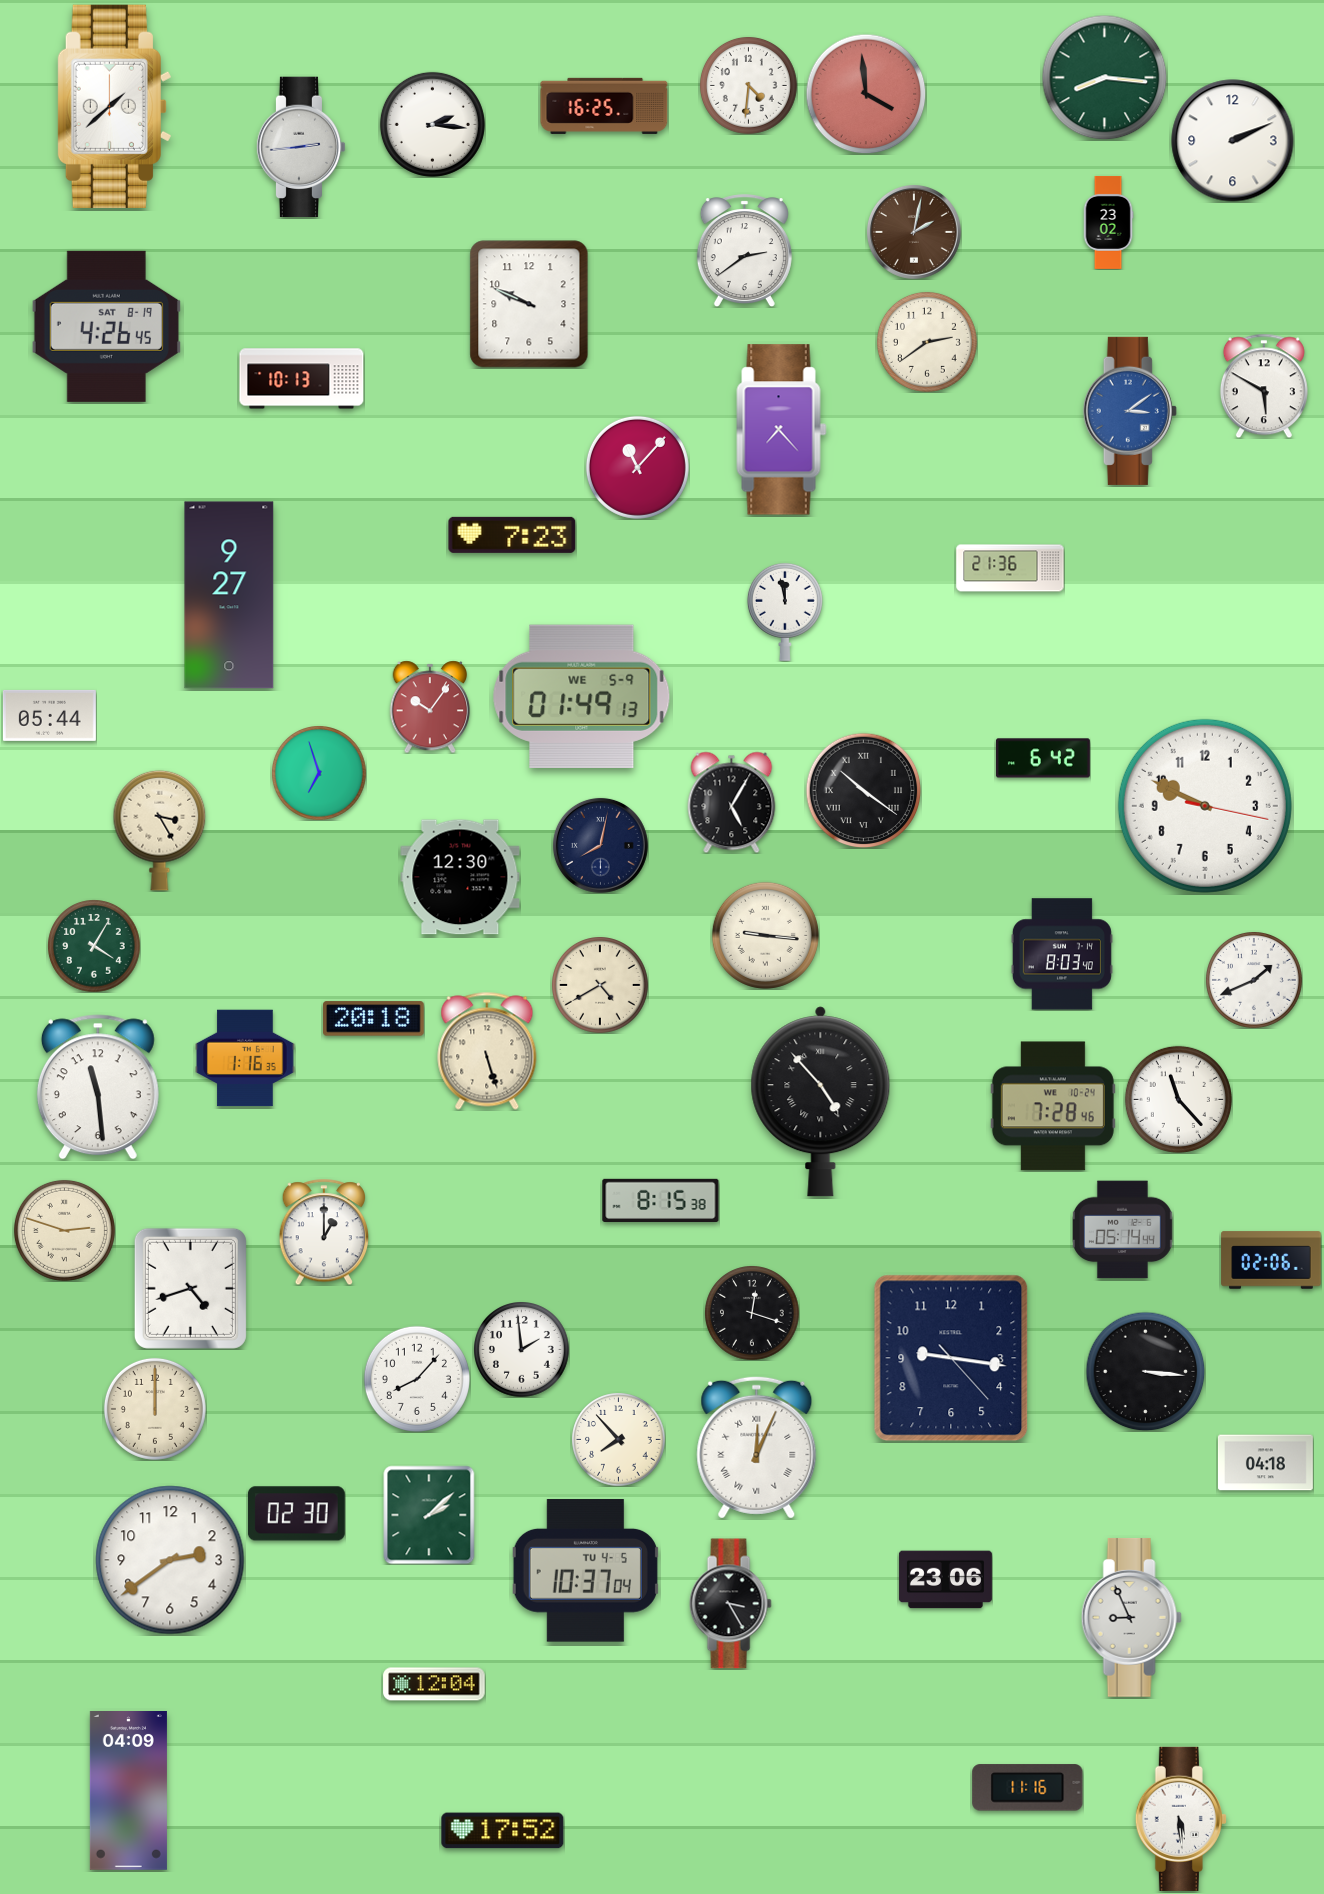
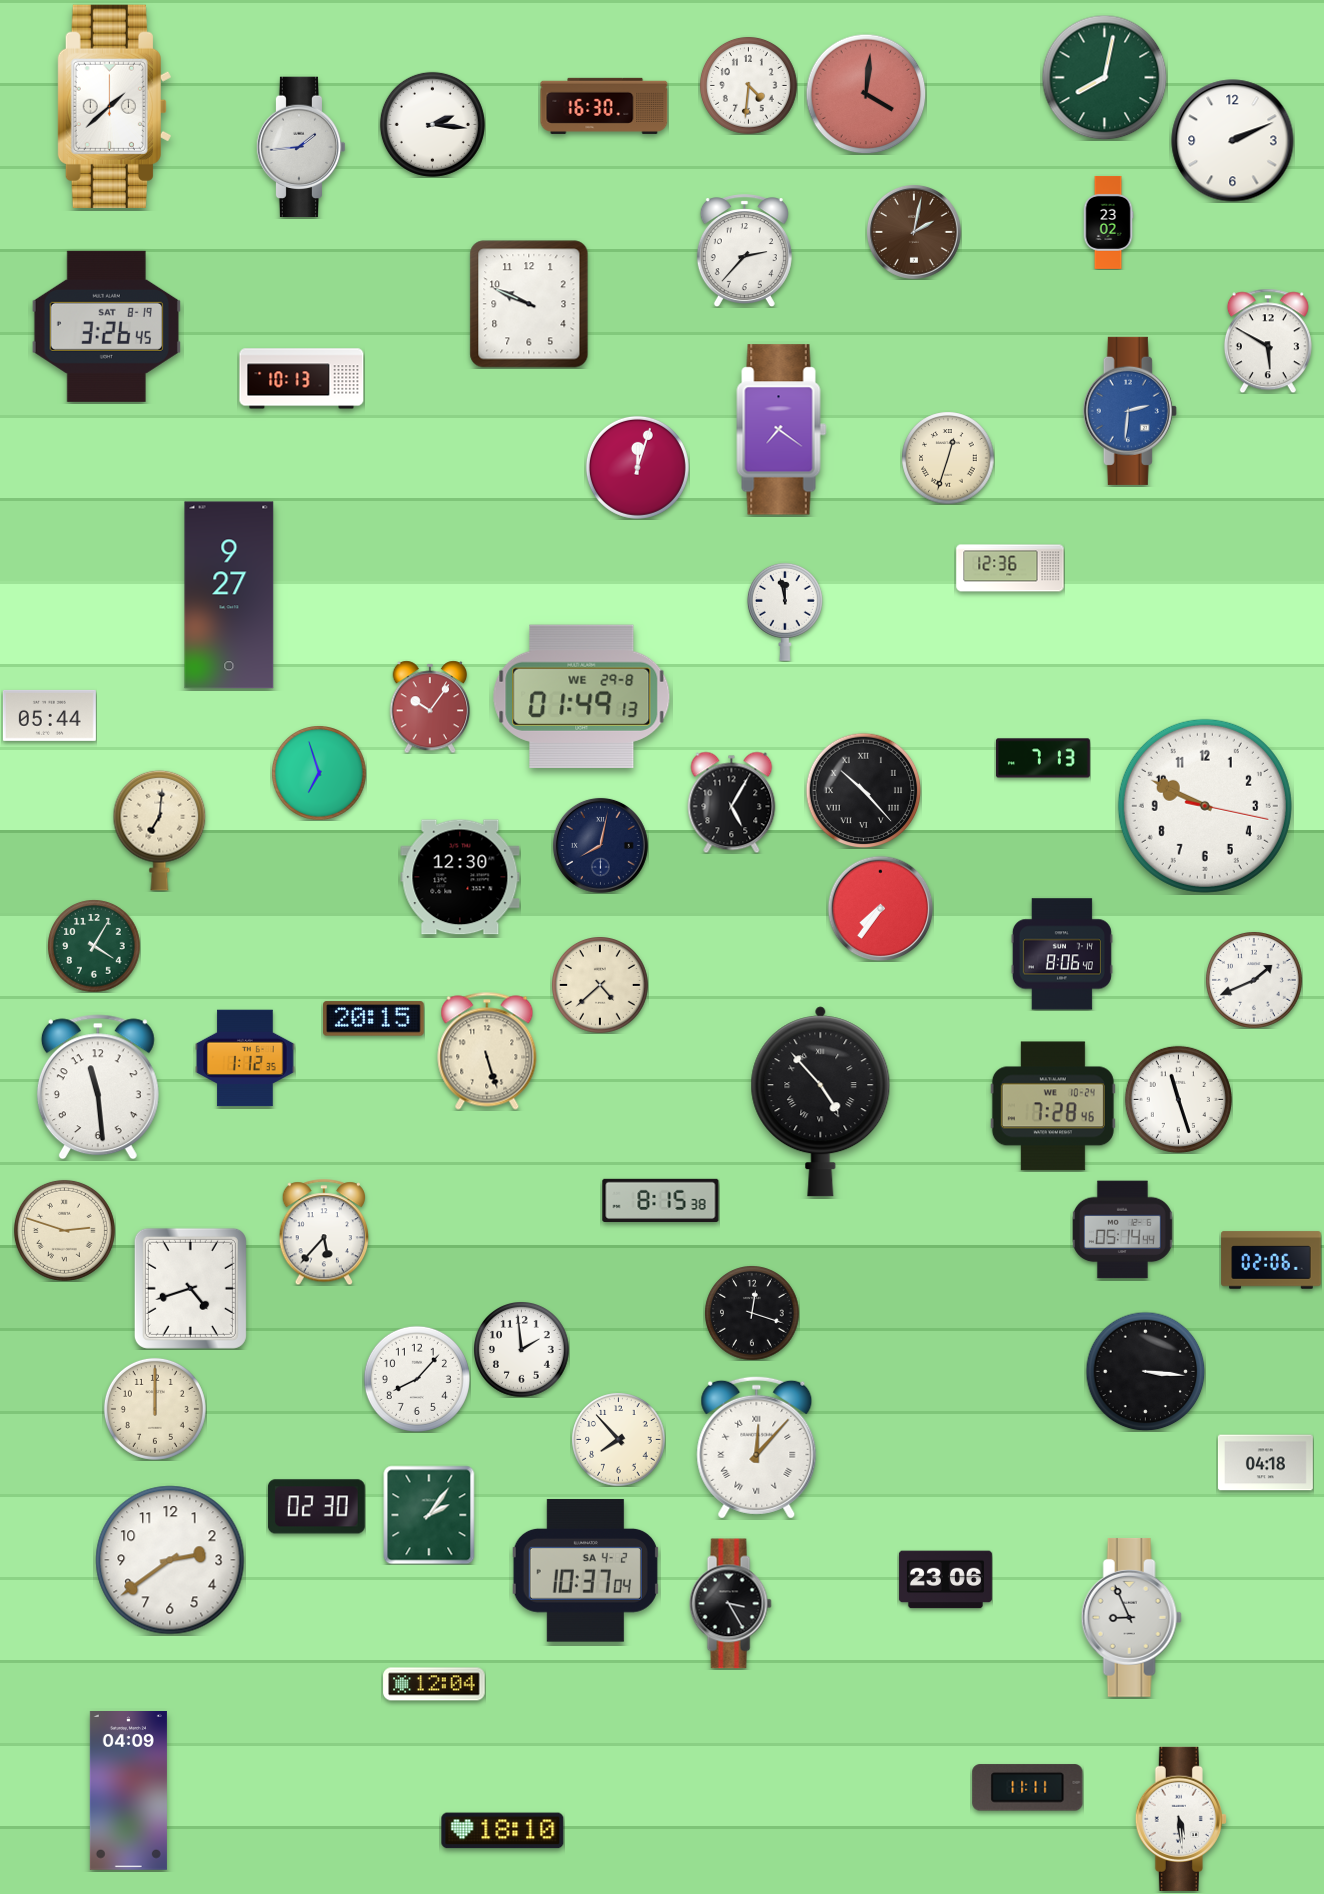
clock at (1104, 77): 8:16 -> 8:02
clock at (866, 94): 3:59 -> 4:01
clock at (604, 106): 16:25 -> 16:30
clock at (301, 147): 2:44 -> 1:44
clock at (744, 251): 2:39 -> 2:37
clock at (106, 326): 4:26 -> 3:26
clock at (927, 342): 2:39 -> none
clock at (1264, 386) position: (1264, 386) -> (1268, 341)
clock at (1130, 411): 3:09 -> 2:31
clock at (782, 430): 7:23 -> 7:21
clock at (948, 458): none -> 12:33
clock at (637, 467): 11:07 -> 12:03
clock at (512, 535): 7:23 -> none
clock at (1010, 568): 21:36 -> 12:36
clock at (582, 696) date: WE 5-9 -> WE 29-8
clock at (1043, 758): 6:42 -> 7:13
clock at (863, 790): 10:21 -> 10:23
clock at (160, 830): 3:25 -> 7:01
clock at (880, 908): none -> 7:36
clock at (765, 935): 9:16 -> none
clock at (1062, 954): 8:03 -> 8:06
clock at (600, 985): 4:40 -> 4:38
clock at (374, 1019): 20:18 -> 20:15
clock at (245, 1058): 1:16 -> 1:12
clock at (1178, 1099): 11:23 -> 11:27
clock at (323, 1232): 1:00 -> 5:37
clock at (951, 1358): 9:16 -> none
clock at (757, 1447): 12:04 -> 12:07
clock at (296, 1514) position: (296, 1514) -> (316, 1507)
clock at (429, 1515): 2:08 -> 2:06
clock at (585, 1571) date: TU 4-5 -> SA 4-2
clock at (1028, 1788): 11:16 -> 11:11
clock at (503, 1831): 17:52 -> 18:10
